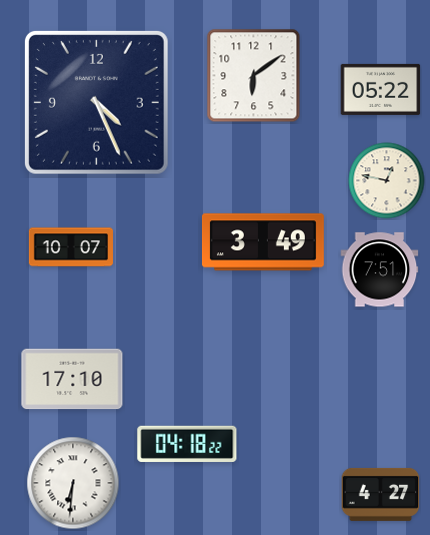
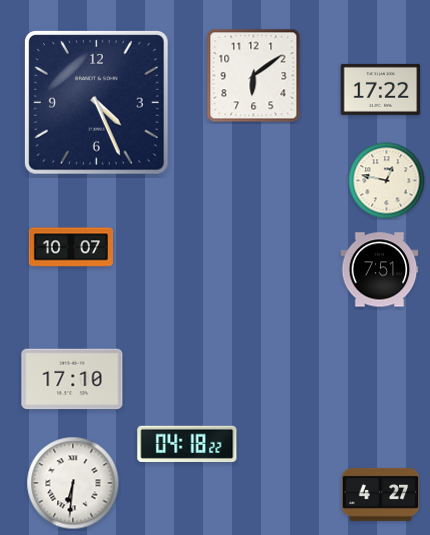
clock at (381, 89): 05:22 -> 17:22
clock at (263, 242): 3:49 -> none
